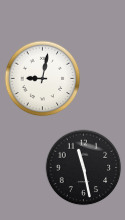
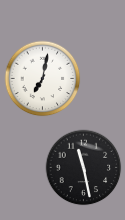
clock at (43, 79): 9:02 -> 7:02
